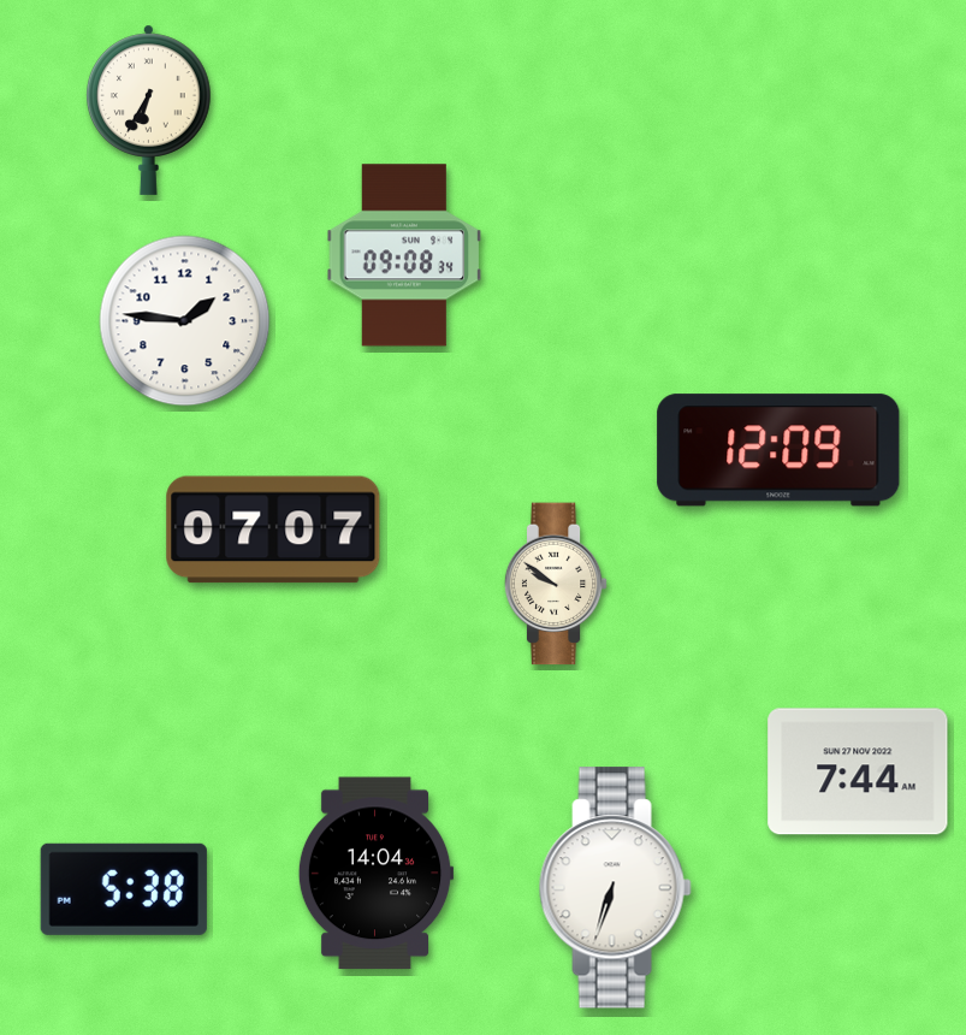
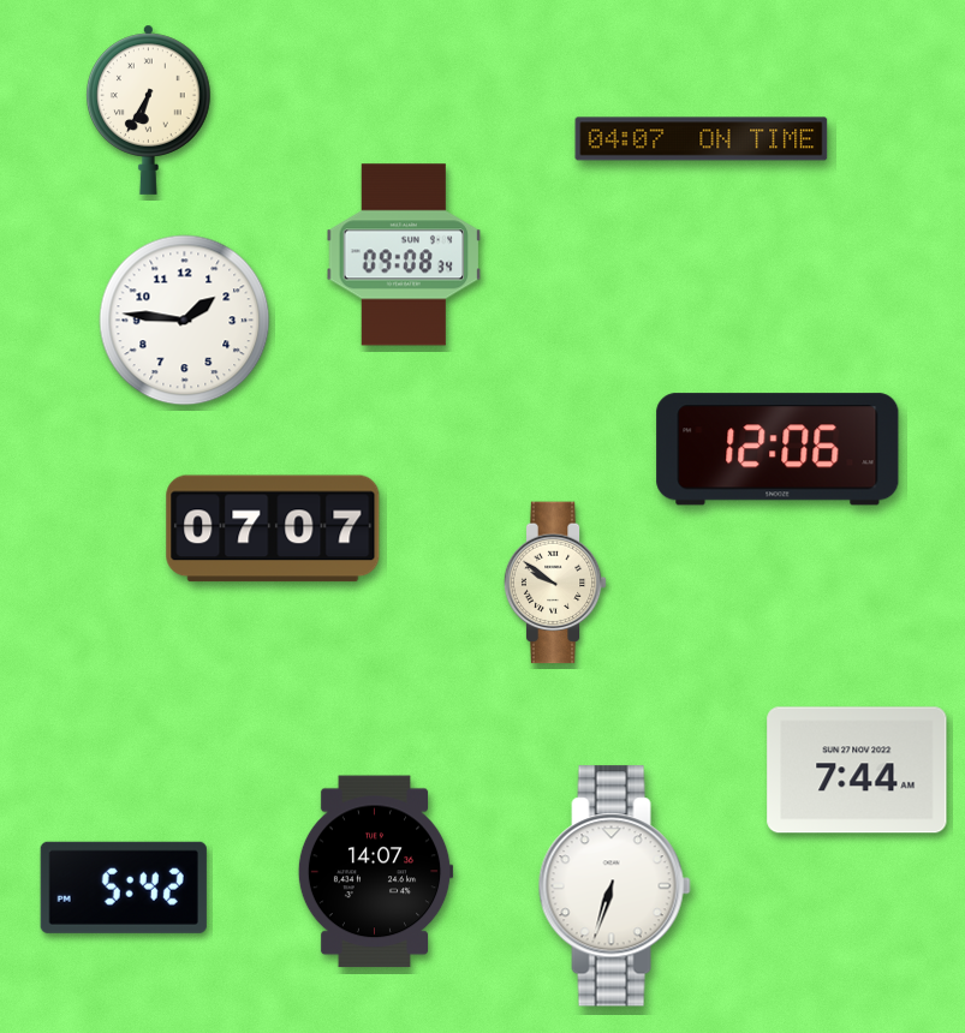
clock at (702, 139): none -> 04:07
clock at (778, 450): 12:09 -> 12:06
clock at (375, 874): 14:04 -> 14:07
clock at (124, 889): 5:38 -> 5:42
